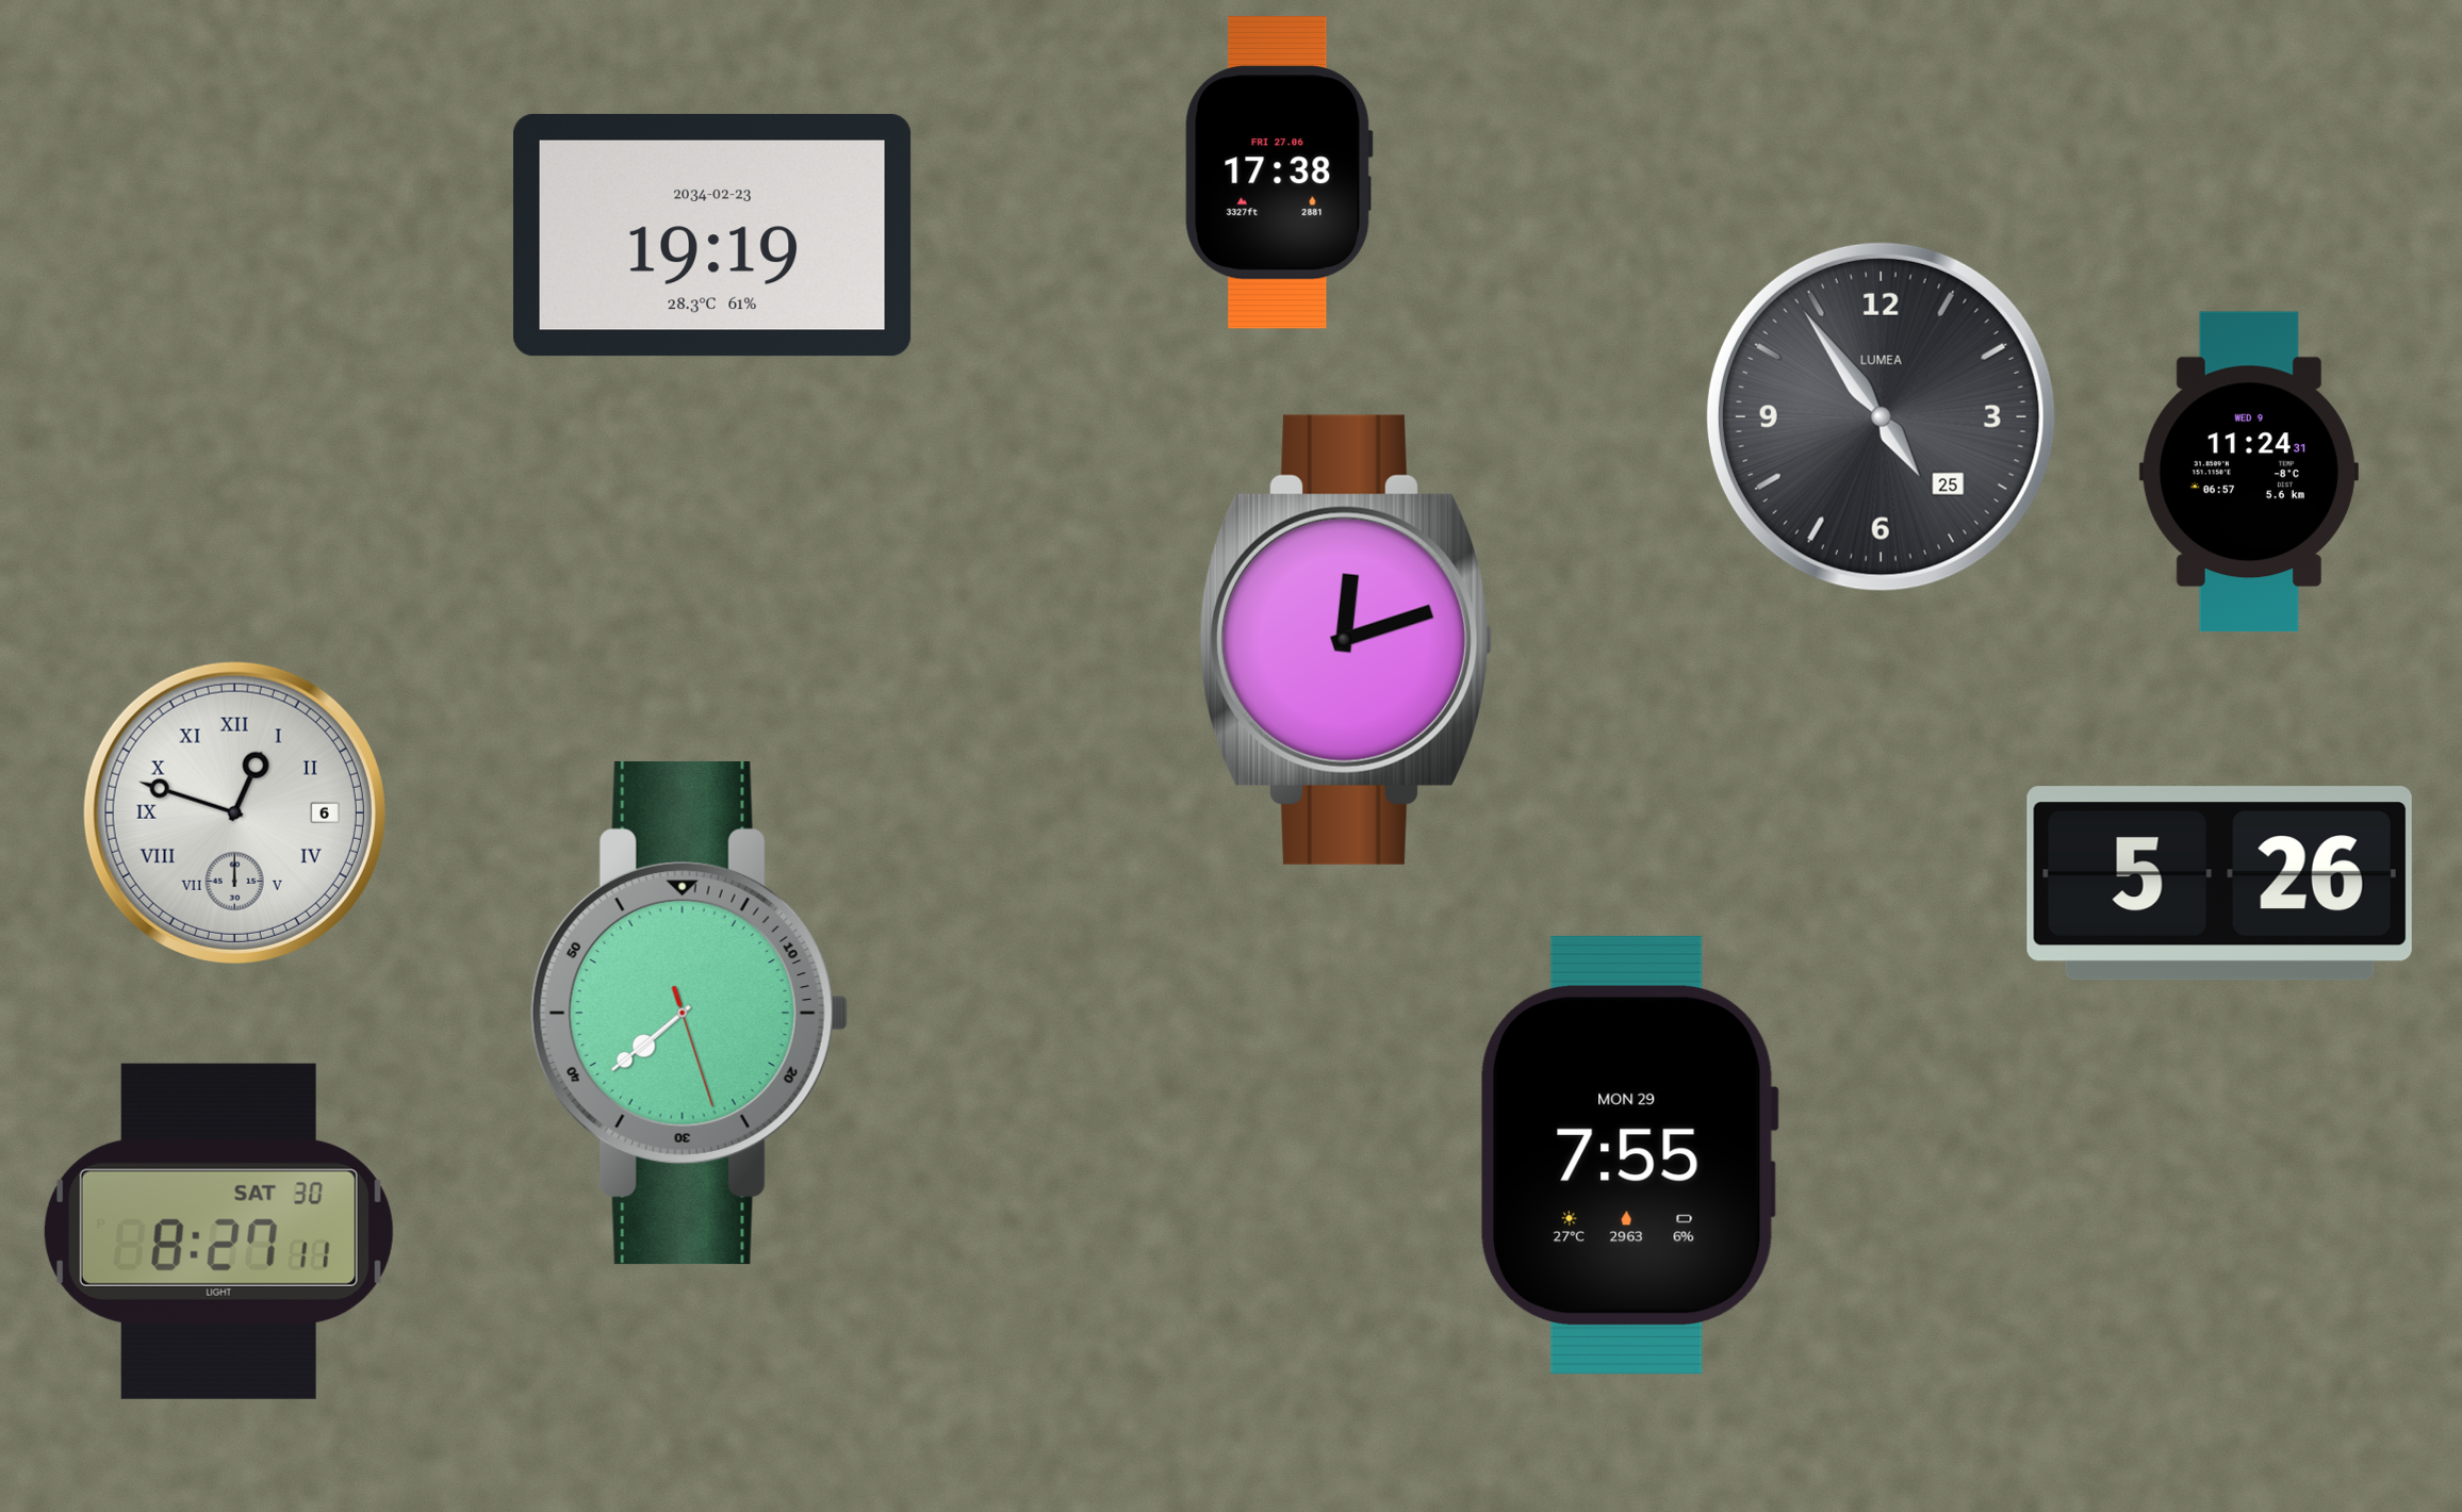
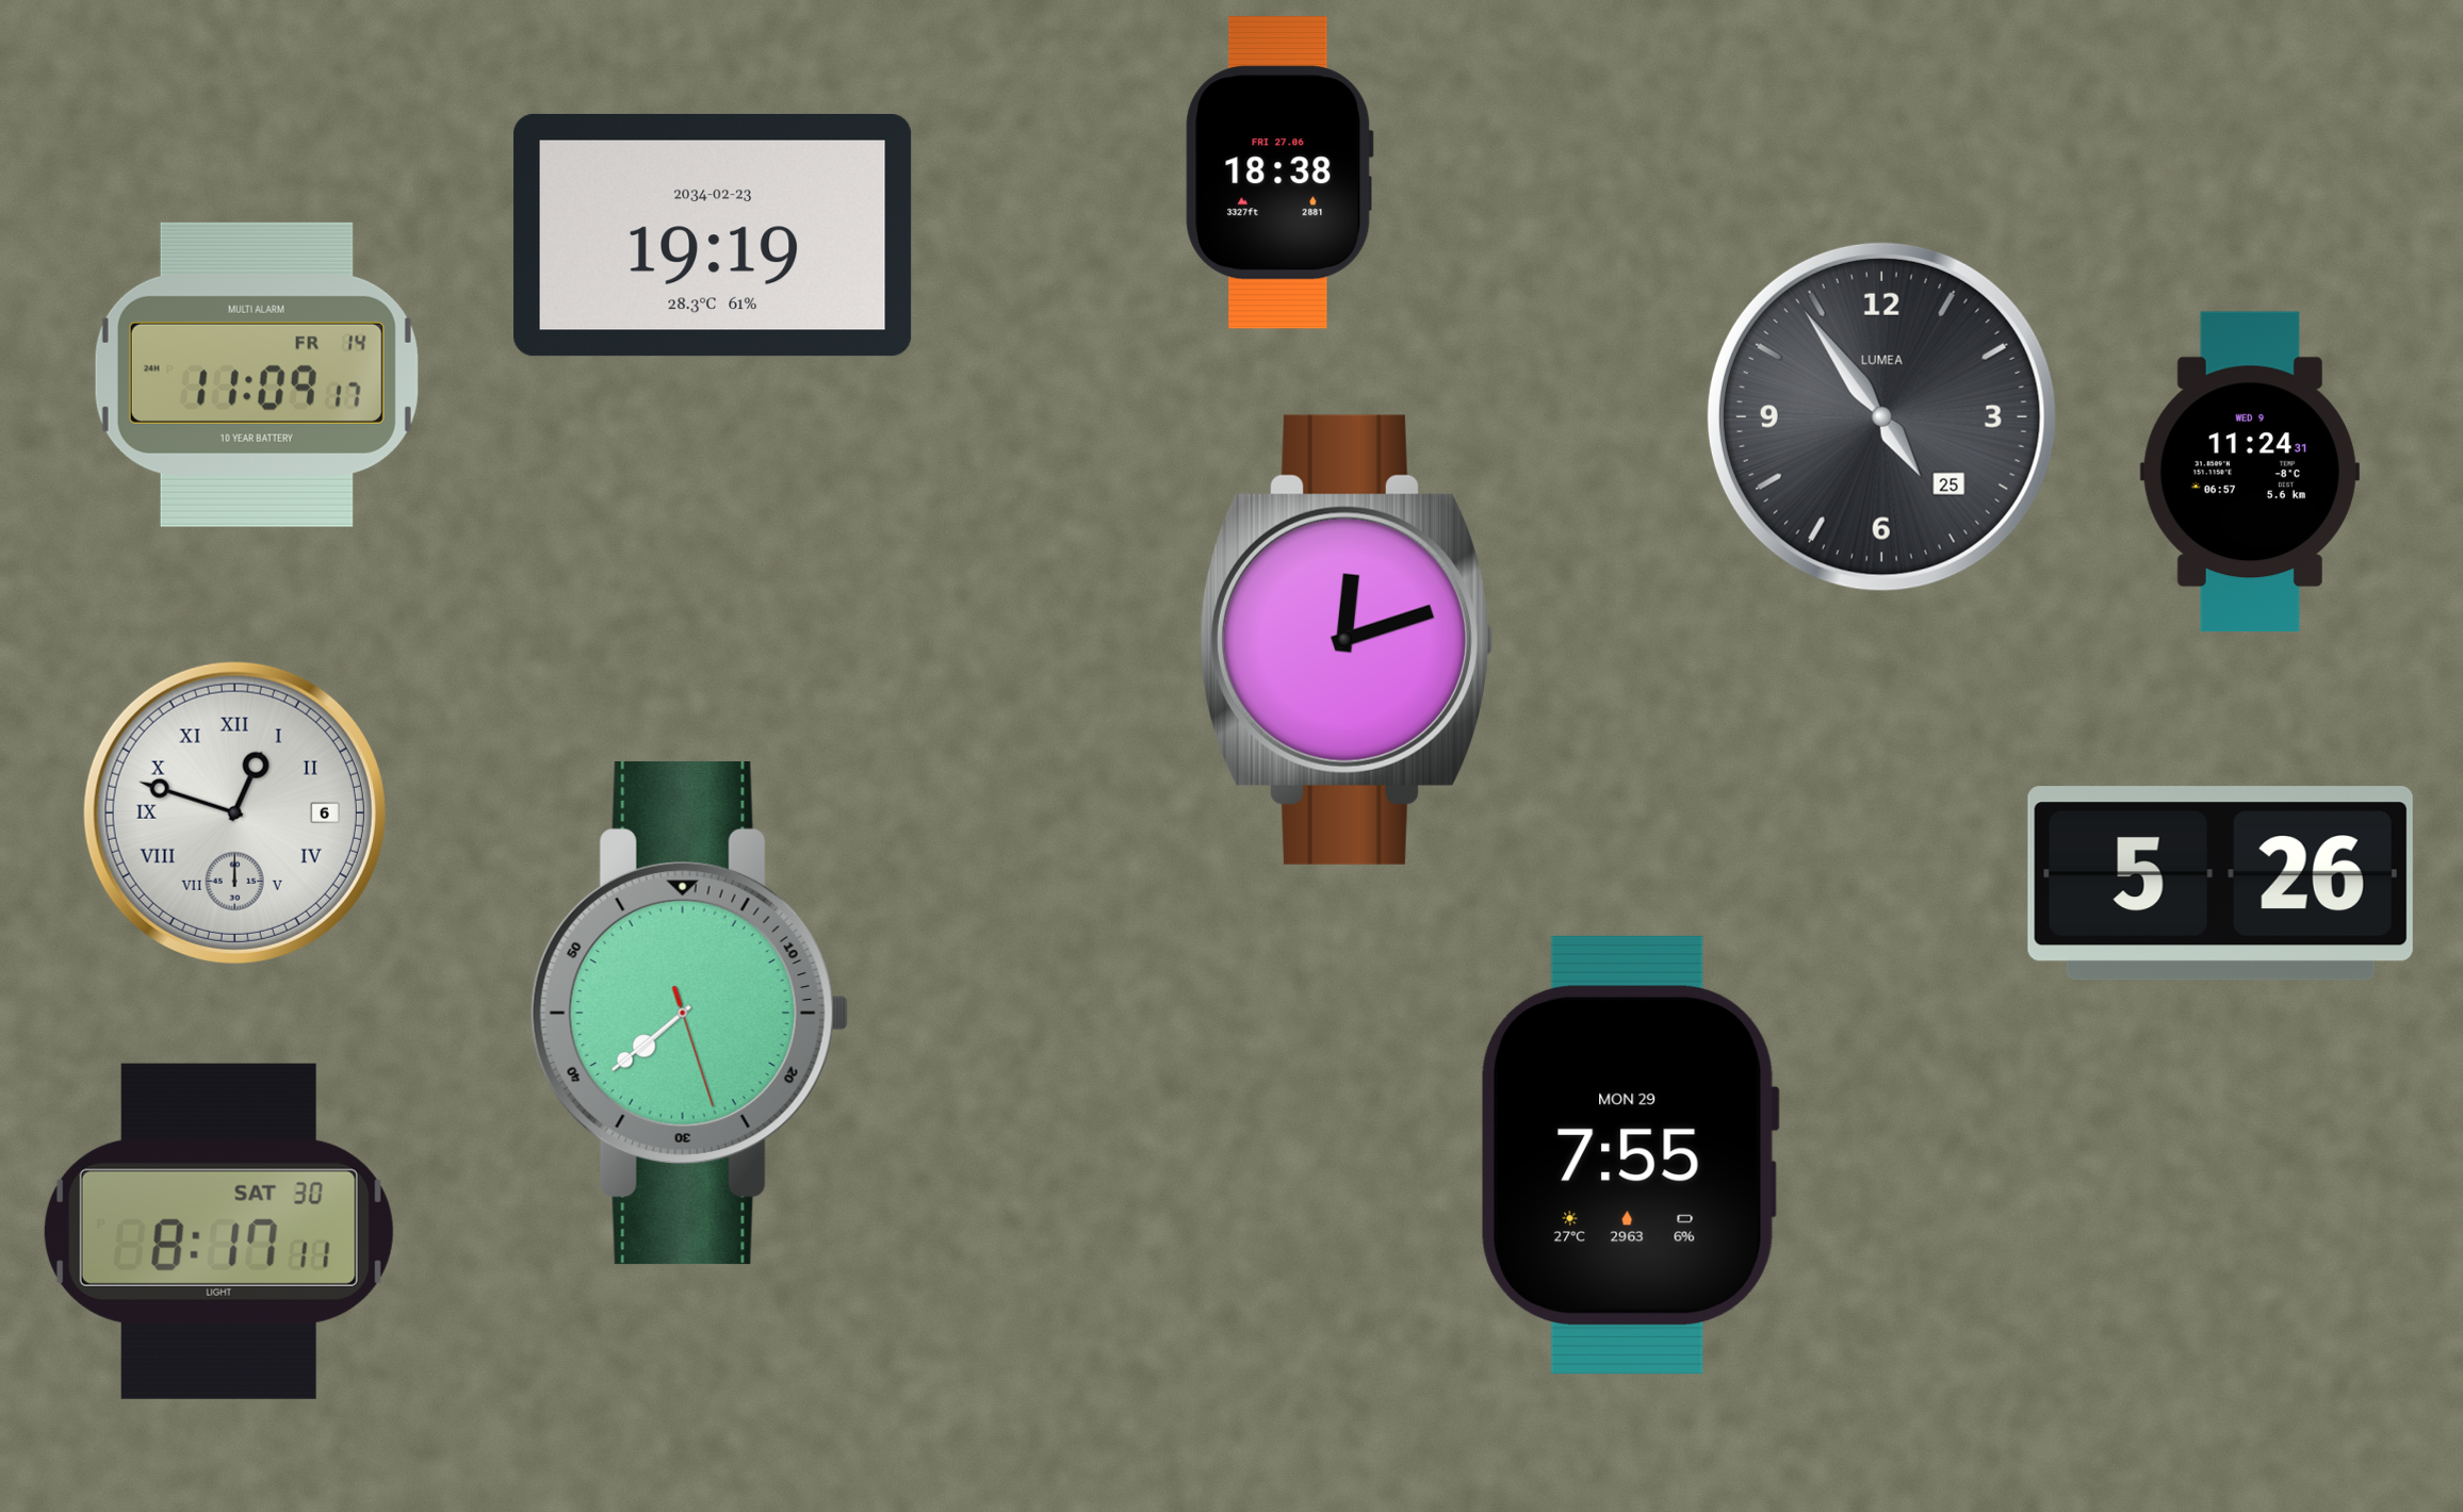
clock at (1279, 172): 17:38 -> 18:38
clock at (257, 375): none -> 11:09
clock at (218, 1231): 8:27 -> 8:17
